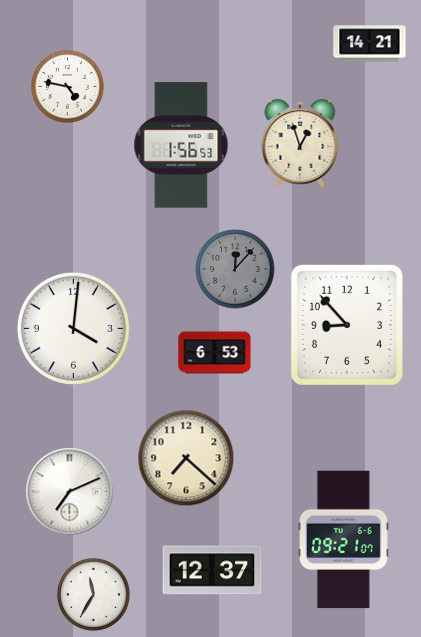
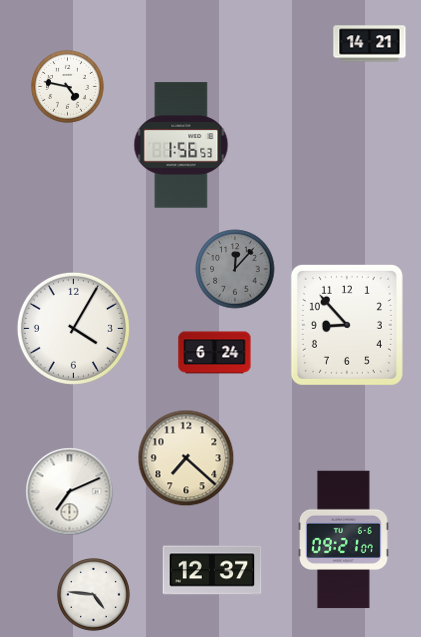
clock at (300, 144): 12:57 -> none
clock at (73, 328): 4:01 -> 4:05
clock at (215, 353): 6:53 -> 6:24
clock at (94, 595): 11:35 -> 4:46
